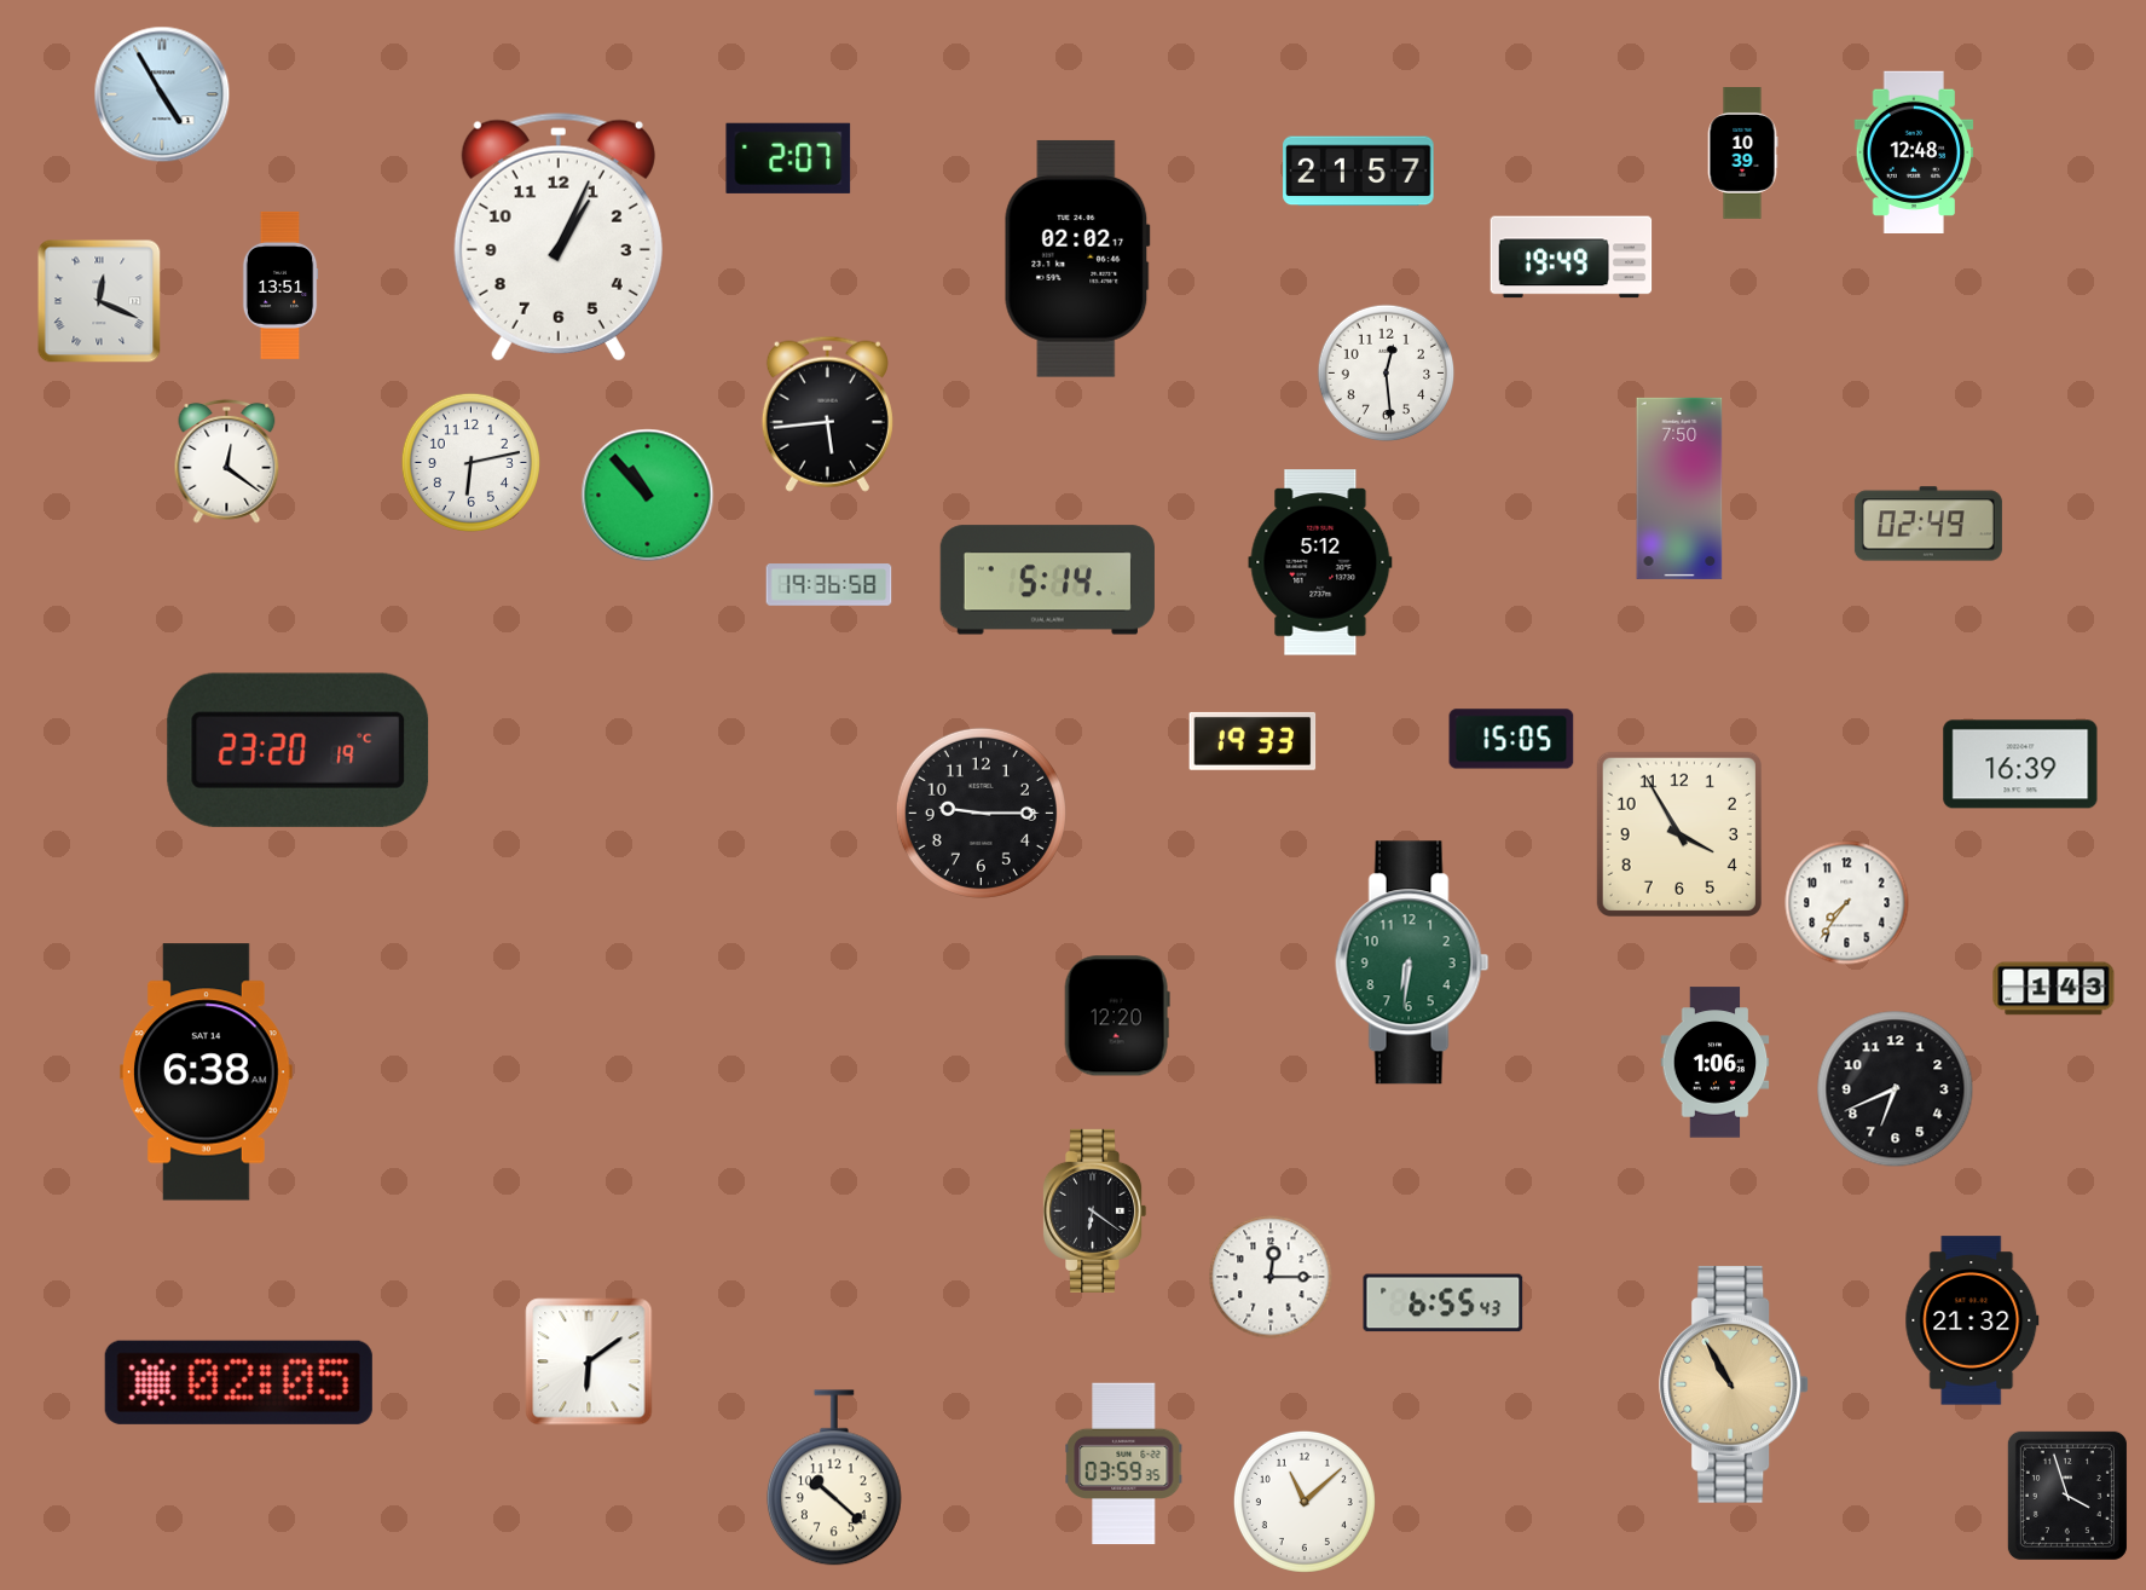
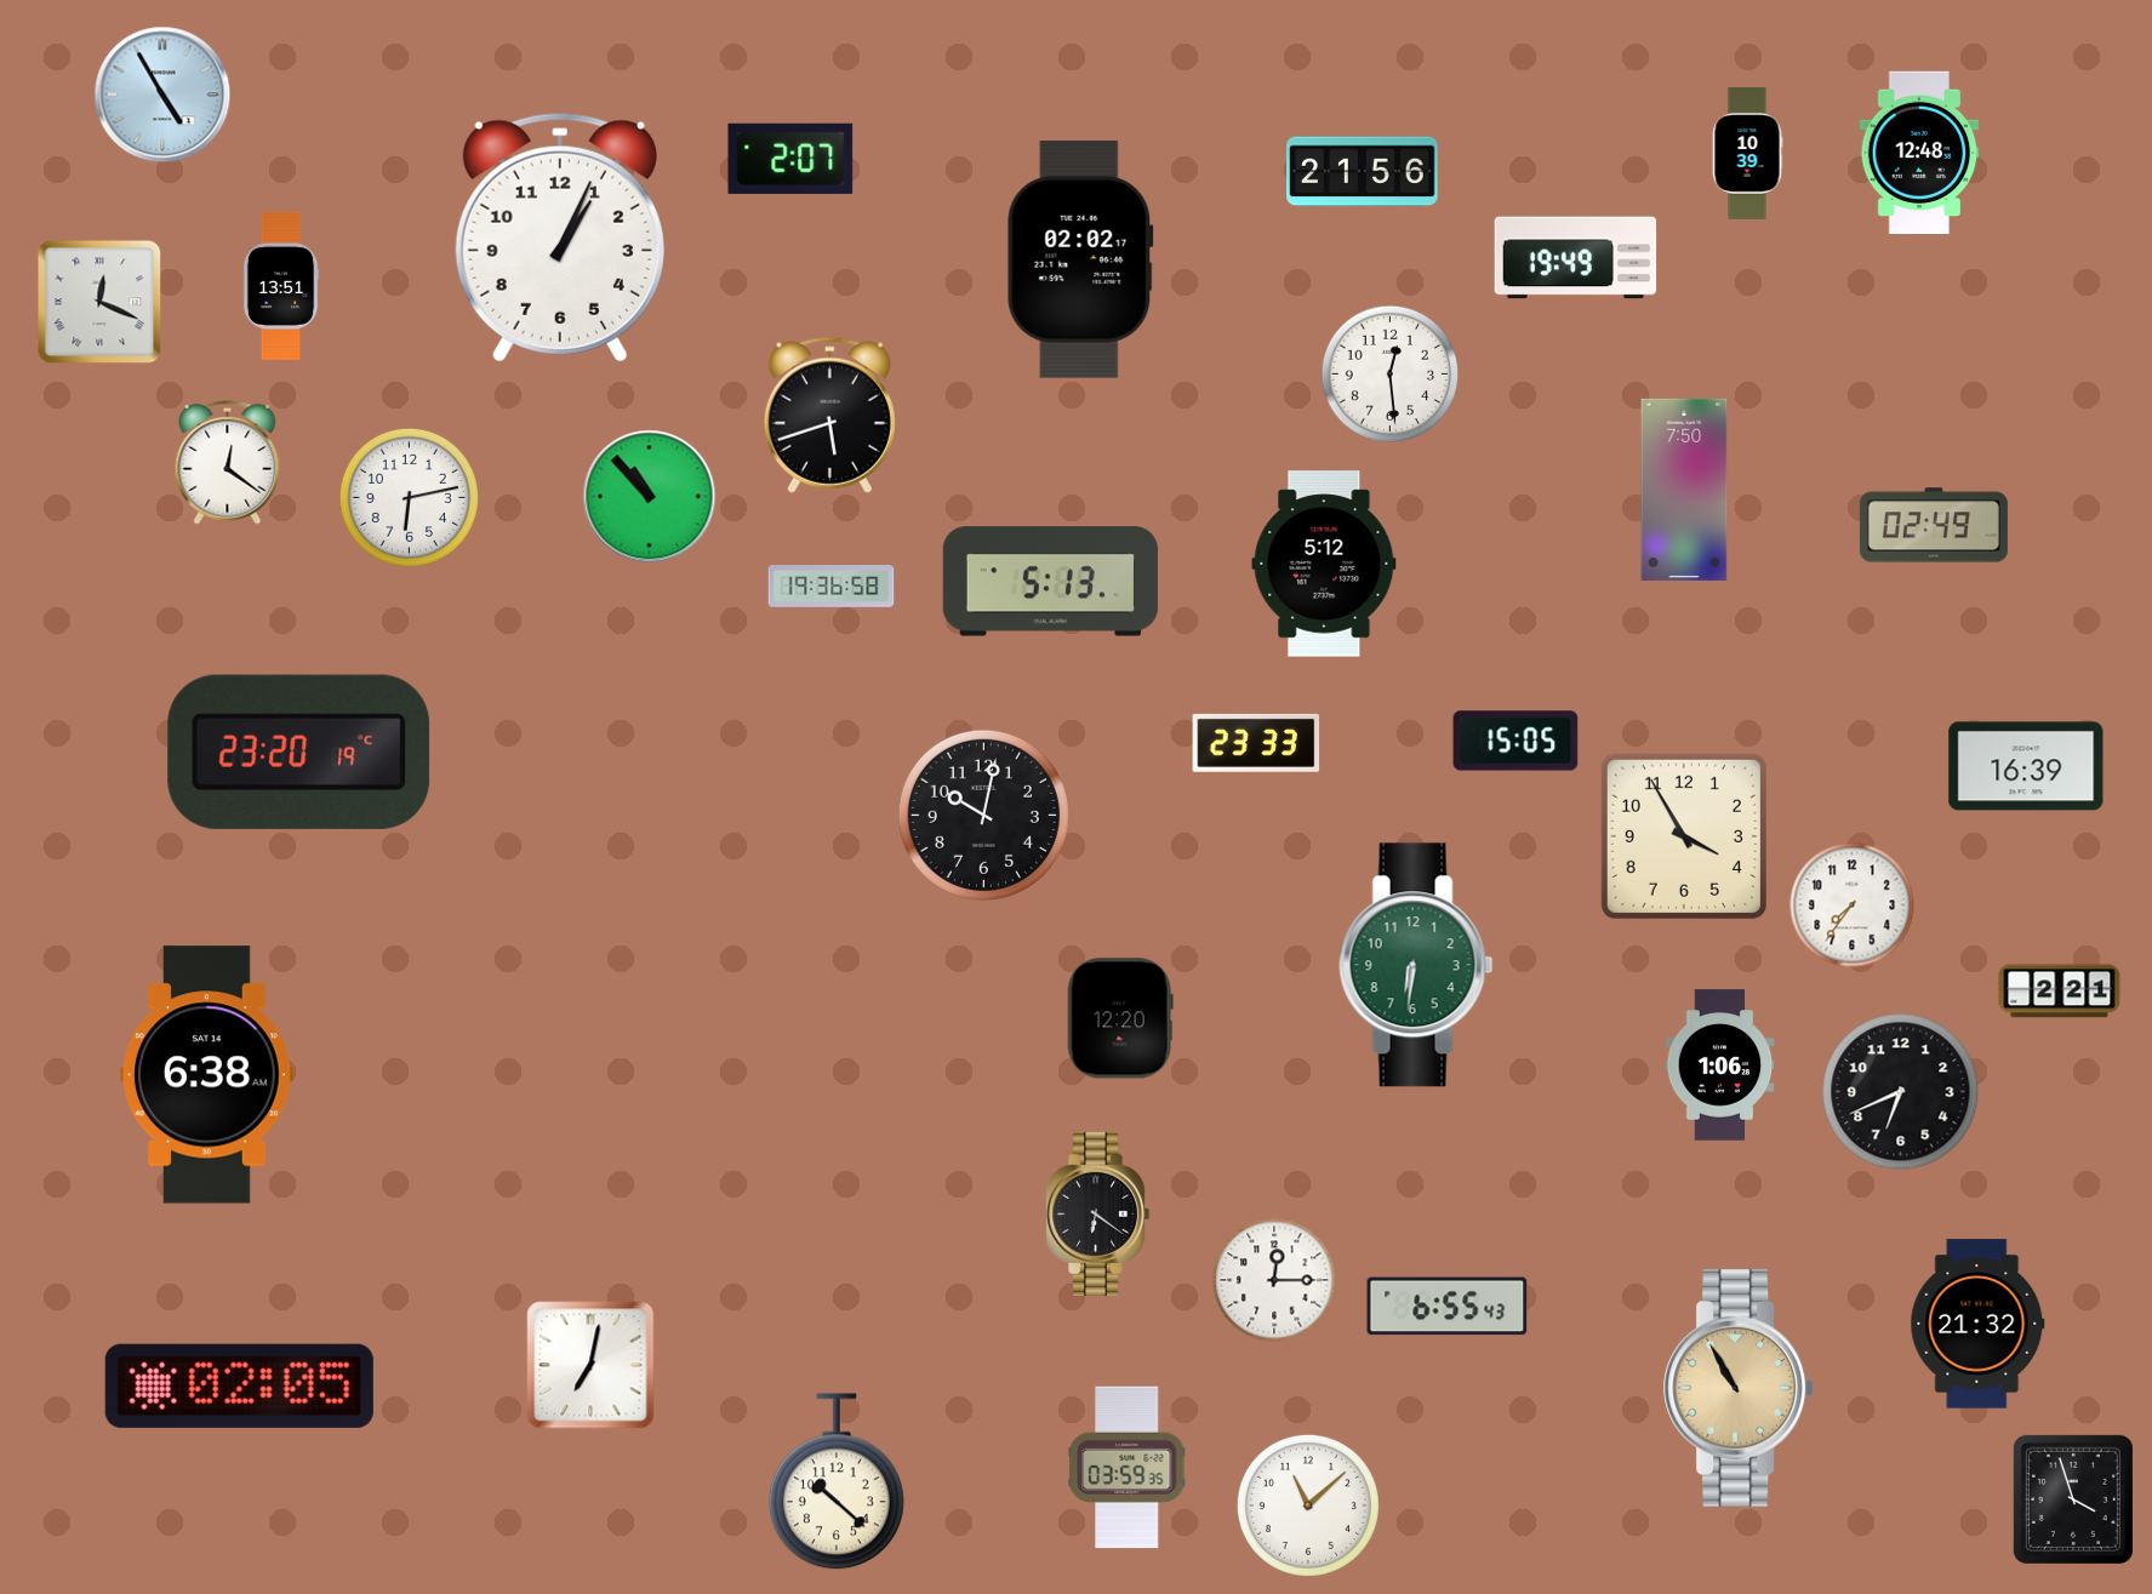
clock at (1359, 172): 21:57 -> 21:56
clock at (827, 414): 5:44 -> 5:42
clock at (470, 462) position: (470, 462) -> (409, 497)
clock at (1047, 580): 5:14 -> 5:13
clock at (1253, 741): 19:33 -> 23:33
clock at (981, 813): 9:15 -> 10:02
clock at (2054, 989): 1:43 -> 2:21
clock at (589, 1361): 6:09 -> 7:02
